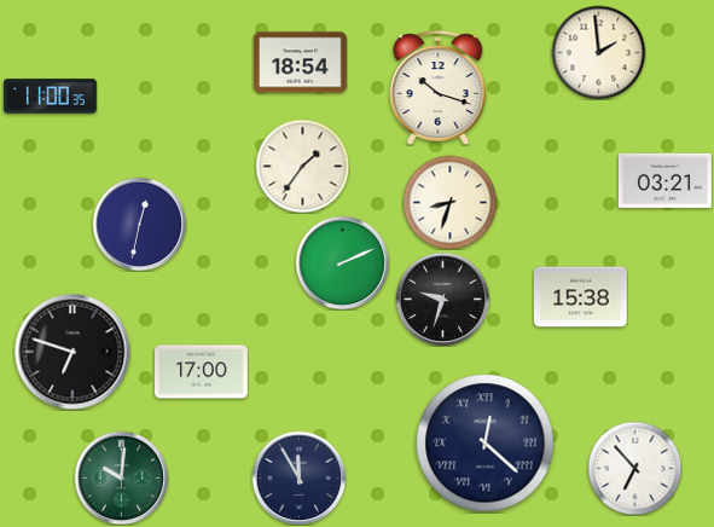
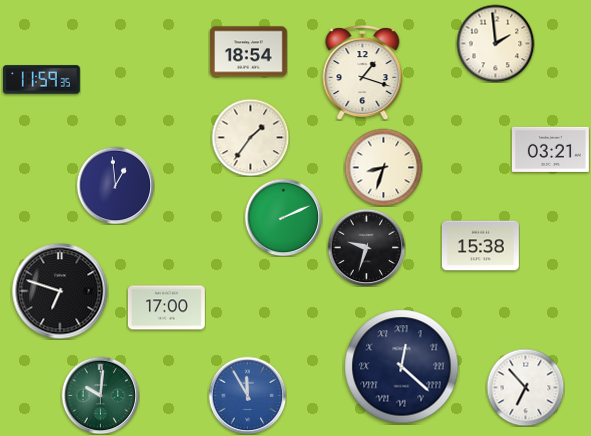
clock at (439, 87): 10:18 -> 1:18
clock at (50, 97): 11:00 -> 11:59
clock at (449, 202) position: (449, 202) -> (383, 167)
clock at (139, 224): 12:32 -> 12:59
clock at (298, 477) dial: navy -> blue
